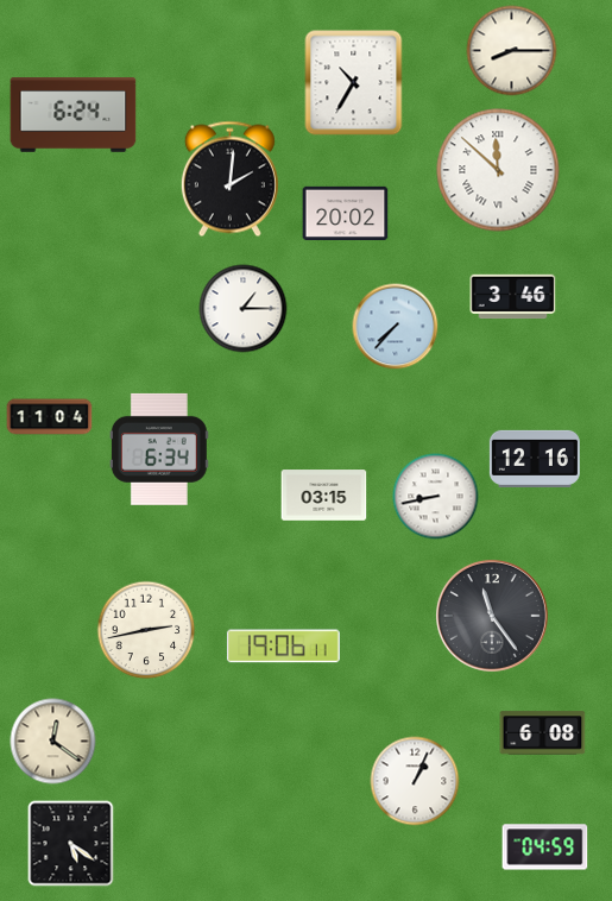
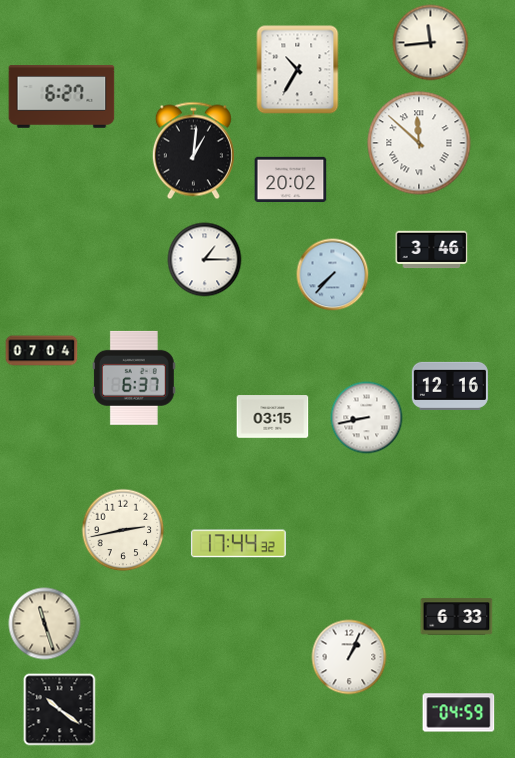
clock at (512, 51): 8:15 -> 11:44
clock at (74, 115): 6:24 -> 6:27
clock at (229, 179): 2:01 -> 1:01
clock at (50, 417): 11:04 -> 07:04
clock at (159, 449): 6:34 -> 6:37
clock at (492, 616): 11:24 -> none
clock at (283, 647): 19:06 -> 17:44
clock at (543, 733): 6:08 -> 6:33
clock at (53, 742): 12:21 -> 11:27
clock at (71, 844): 5:21 -> 10:21
